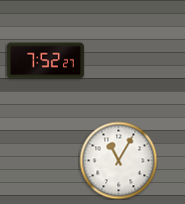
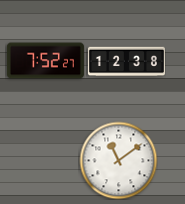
clock at (126, 62): none -> 12:38
clock at (118, 160): 11:05 -> 11:09
